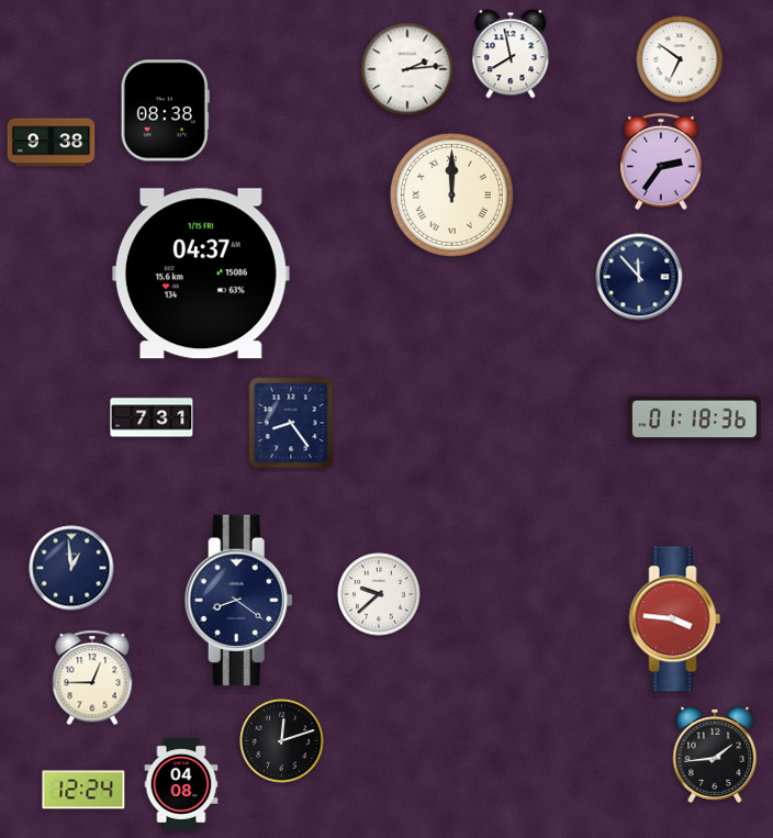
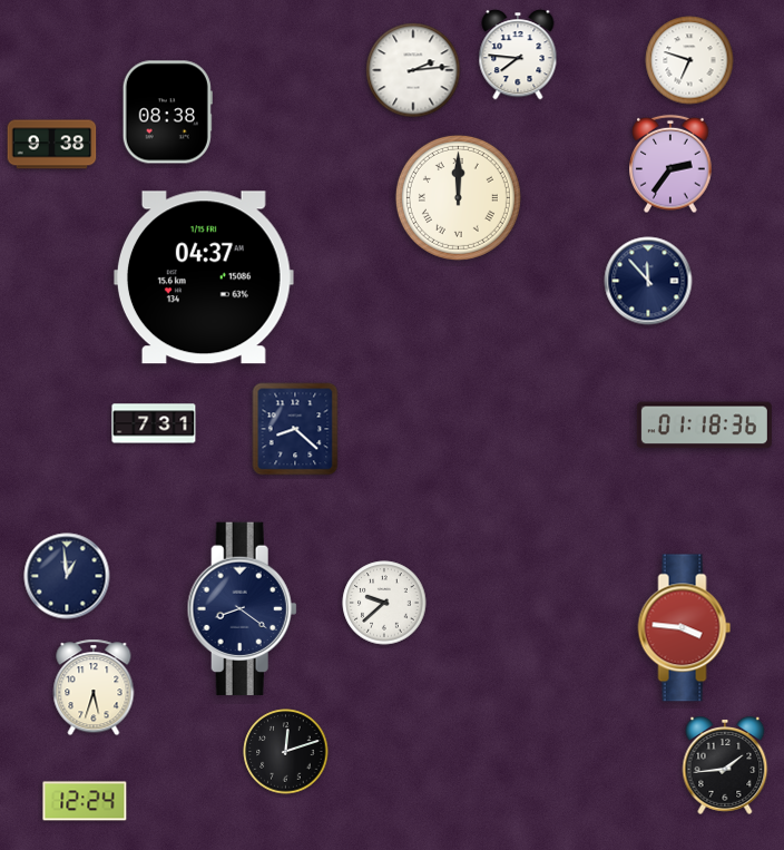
clock at (511, 54): 7:58 -> 7:46
clock at (680, 59): 6:51 -> 6:48
clock at (291, 423): 8:24 -> 8:22
clock at (71, 568) position: (71, 568) -> (67, 576)
clock at (92, 678): 12:45 -> 5:33
clock at (181, 784): 04:08 -> none
